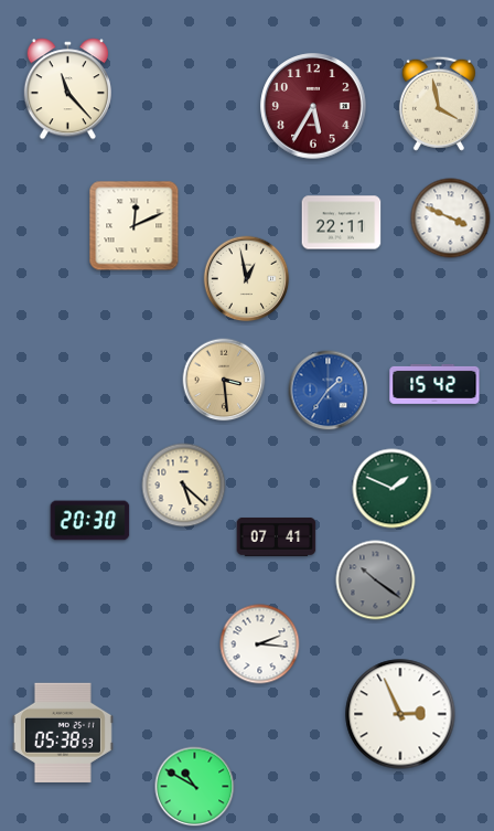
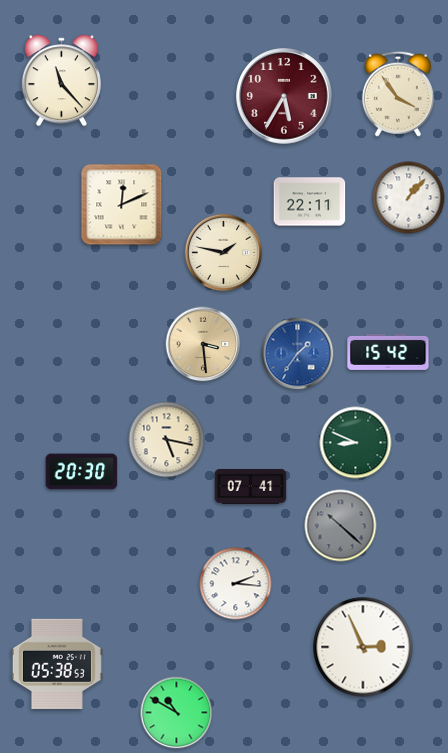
clock at (439, 104): 3:58 -> 3:54
clock at (451, 219): 3:49 -> 1:07
clock at (247, 279): 12:58 -> 1:47
clock at (434, 384) position: (434, 384) -> (388, 352)
clock at (184, 486): 5:22 -> 5:17
clock at (393, 489): 1:49 -> 8:49
clock at (376, 580): 10:21 -> 10:22
